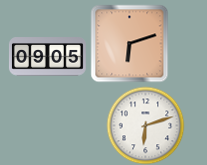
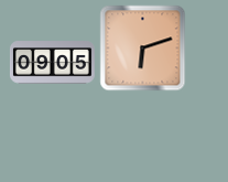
clock at (145, 125): 6:12 -> none
